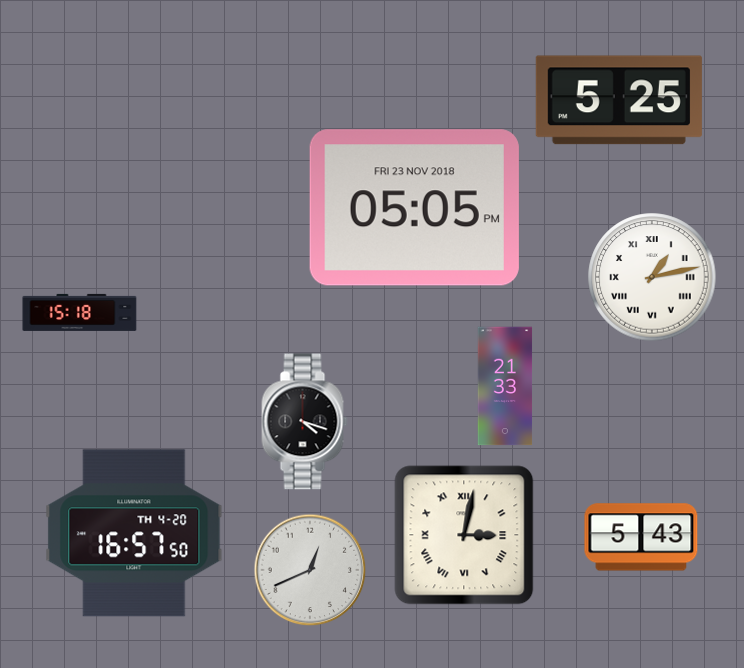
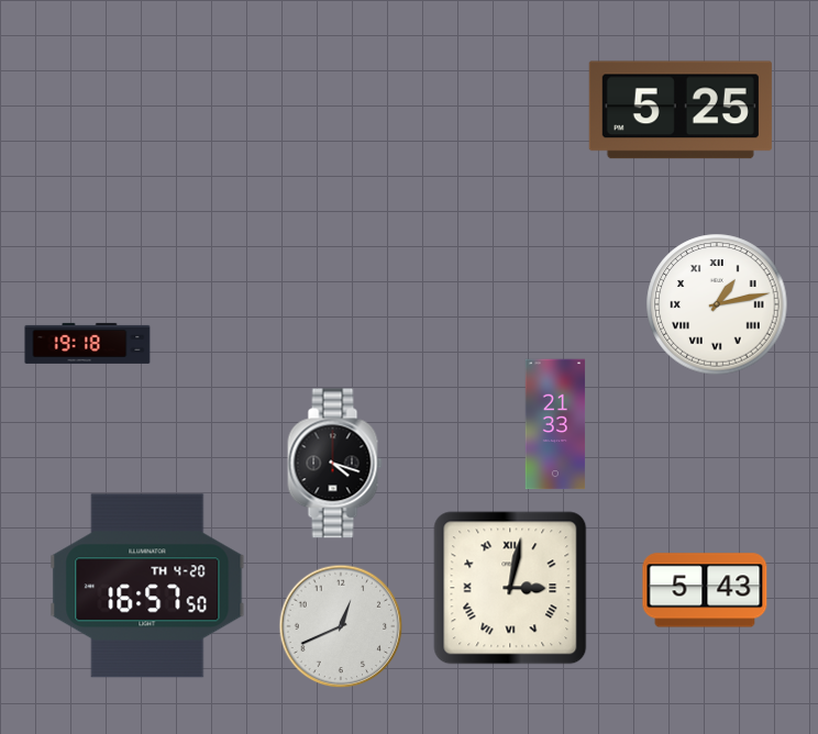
clock at (414, 208): 05:05 -> none
clock at (80, 312): 15:18 -> 19:18
